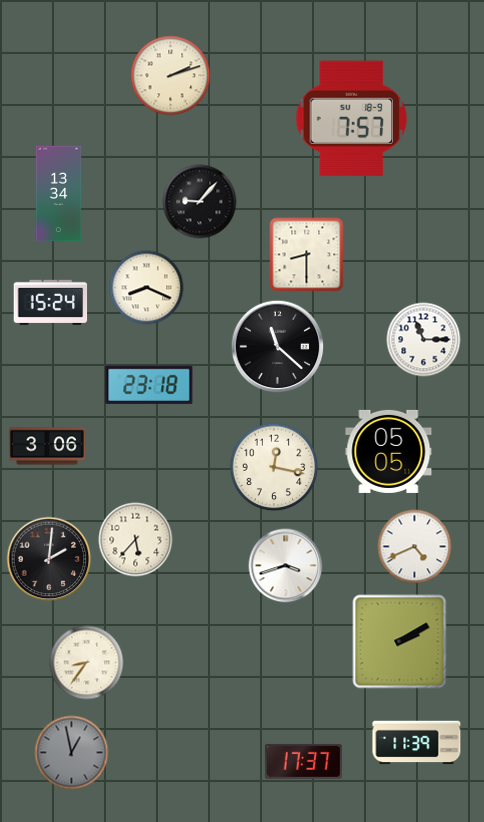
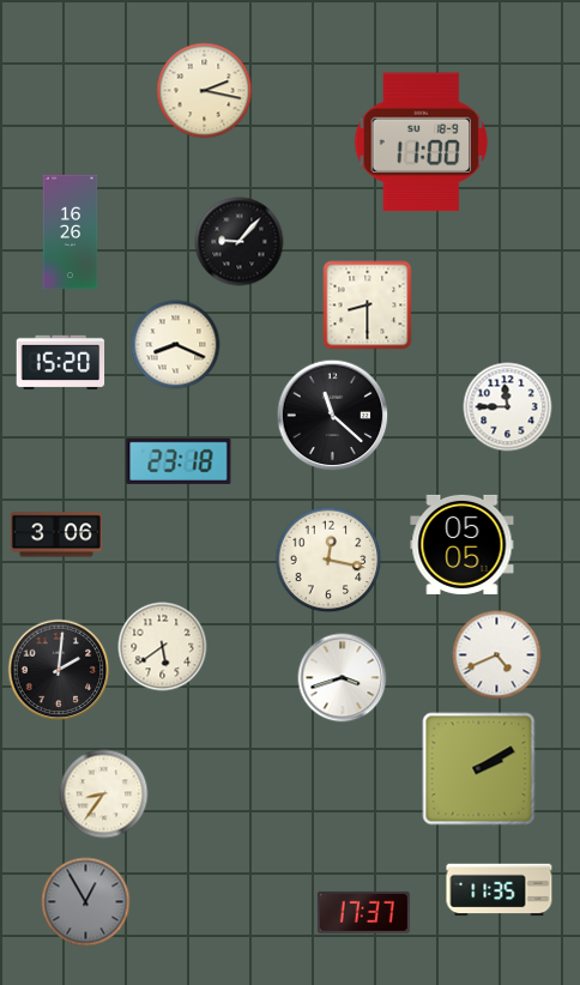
clock at (171, 76): 2:12 -> 2:17
clock at (352, 119): 7:57 -> 11:00
clock at (59, 194): 13:34 -> 16:26
clock at (51, 302): 15:24 -> 15:20
clock at (424, 340): 11:15 -> 11:45
clock at (389, 451) position: (389, 451) -> (463, 544)
clock at (136, 540): 5:37 -> 5:39
clock at (417, 743): 11:39 -> 11:35
clock at (72, 753): 12:58 -> 12:55
